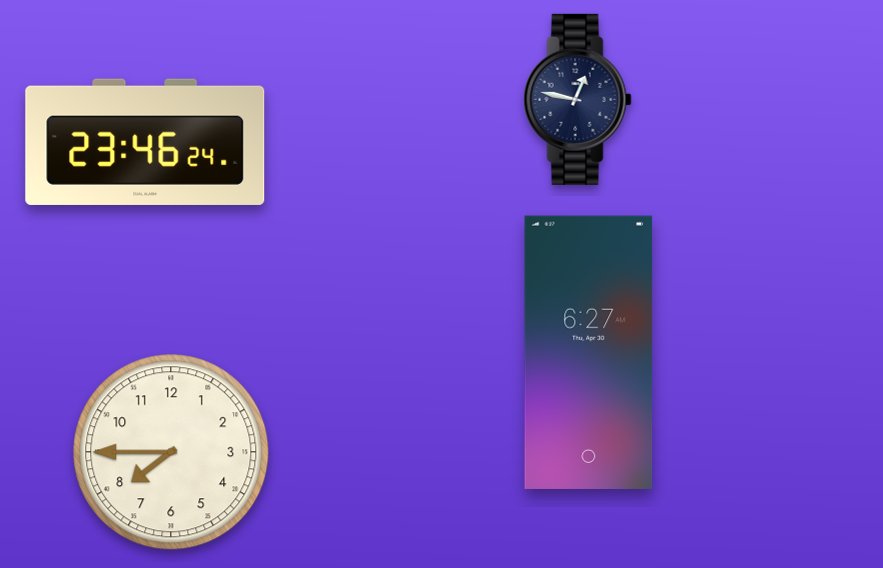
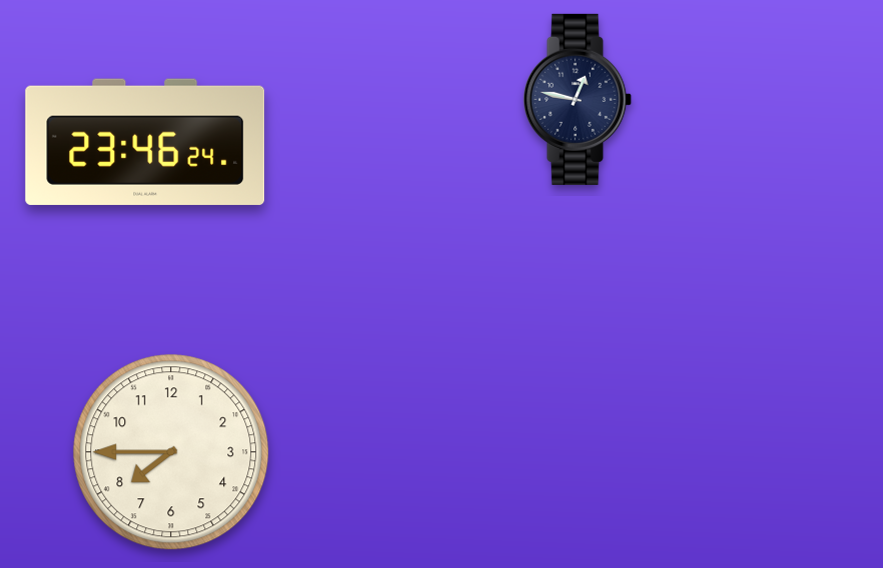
clock at (589, 352): 6:27 -> none
